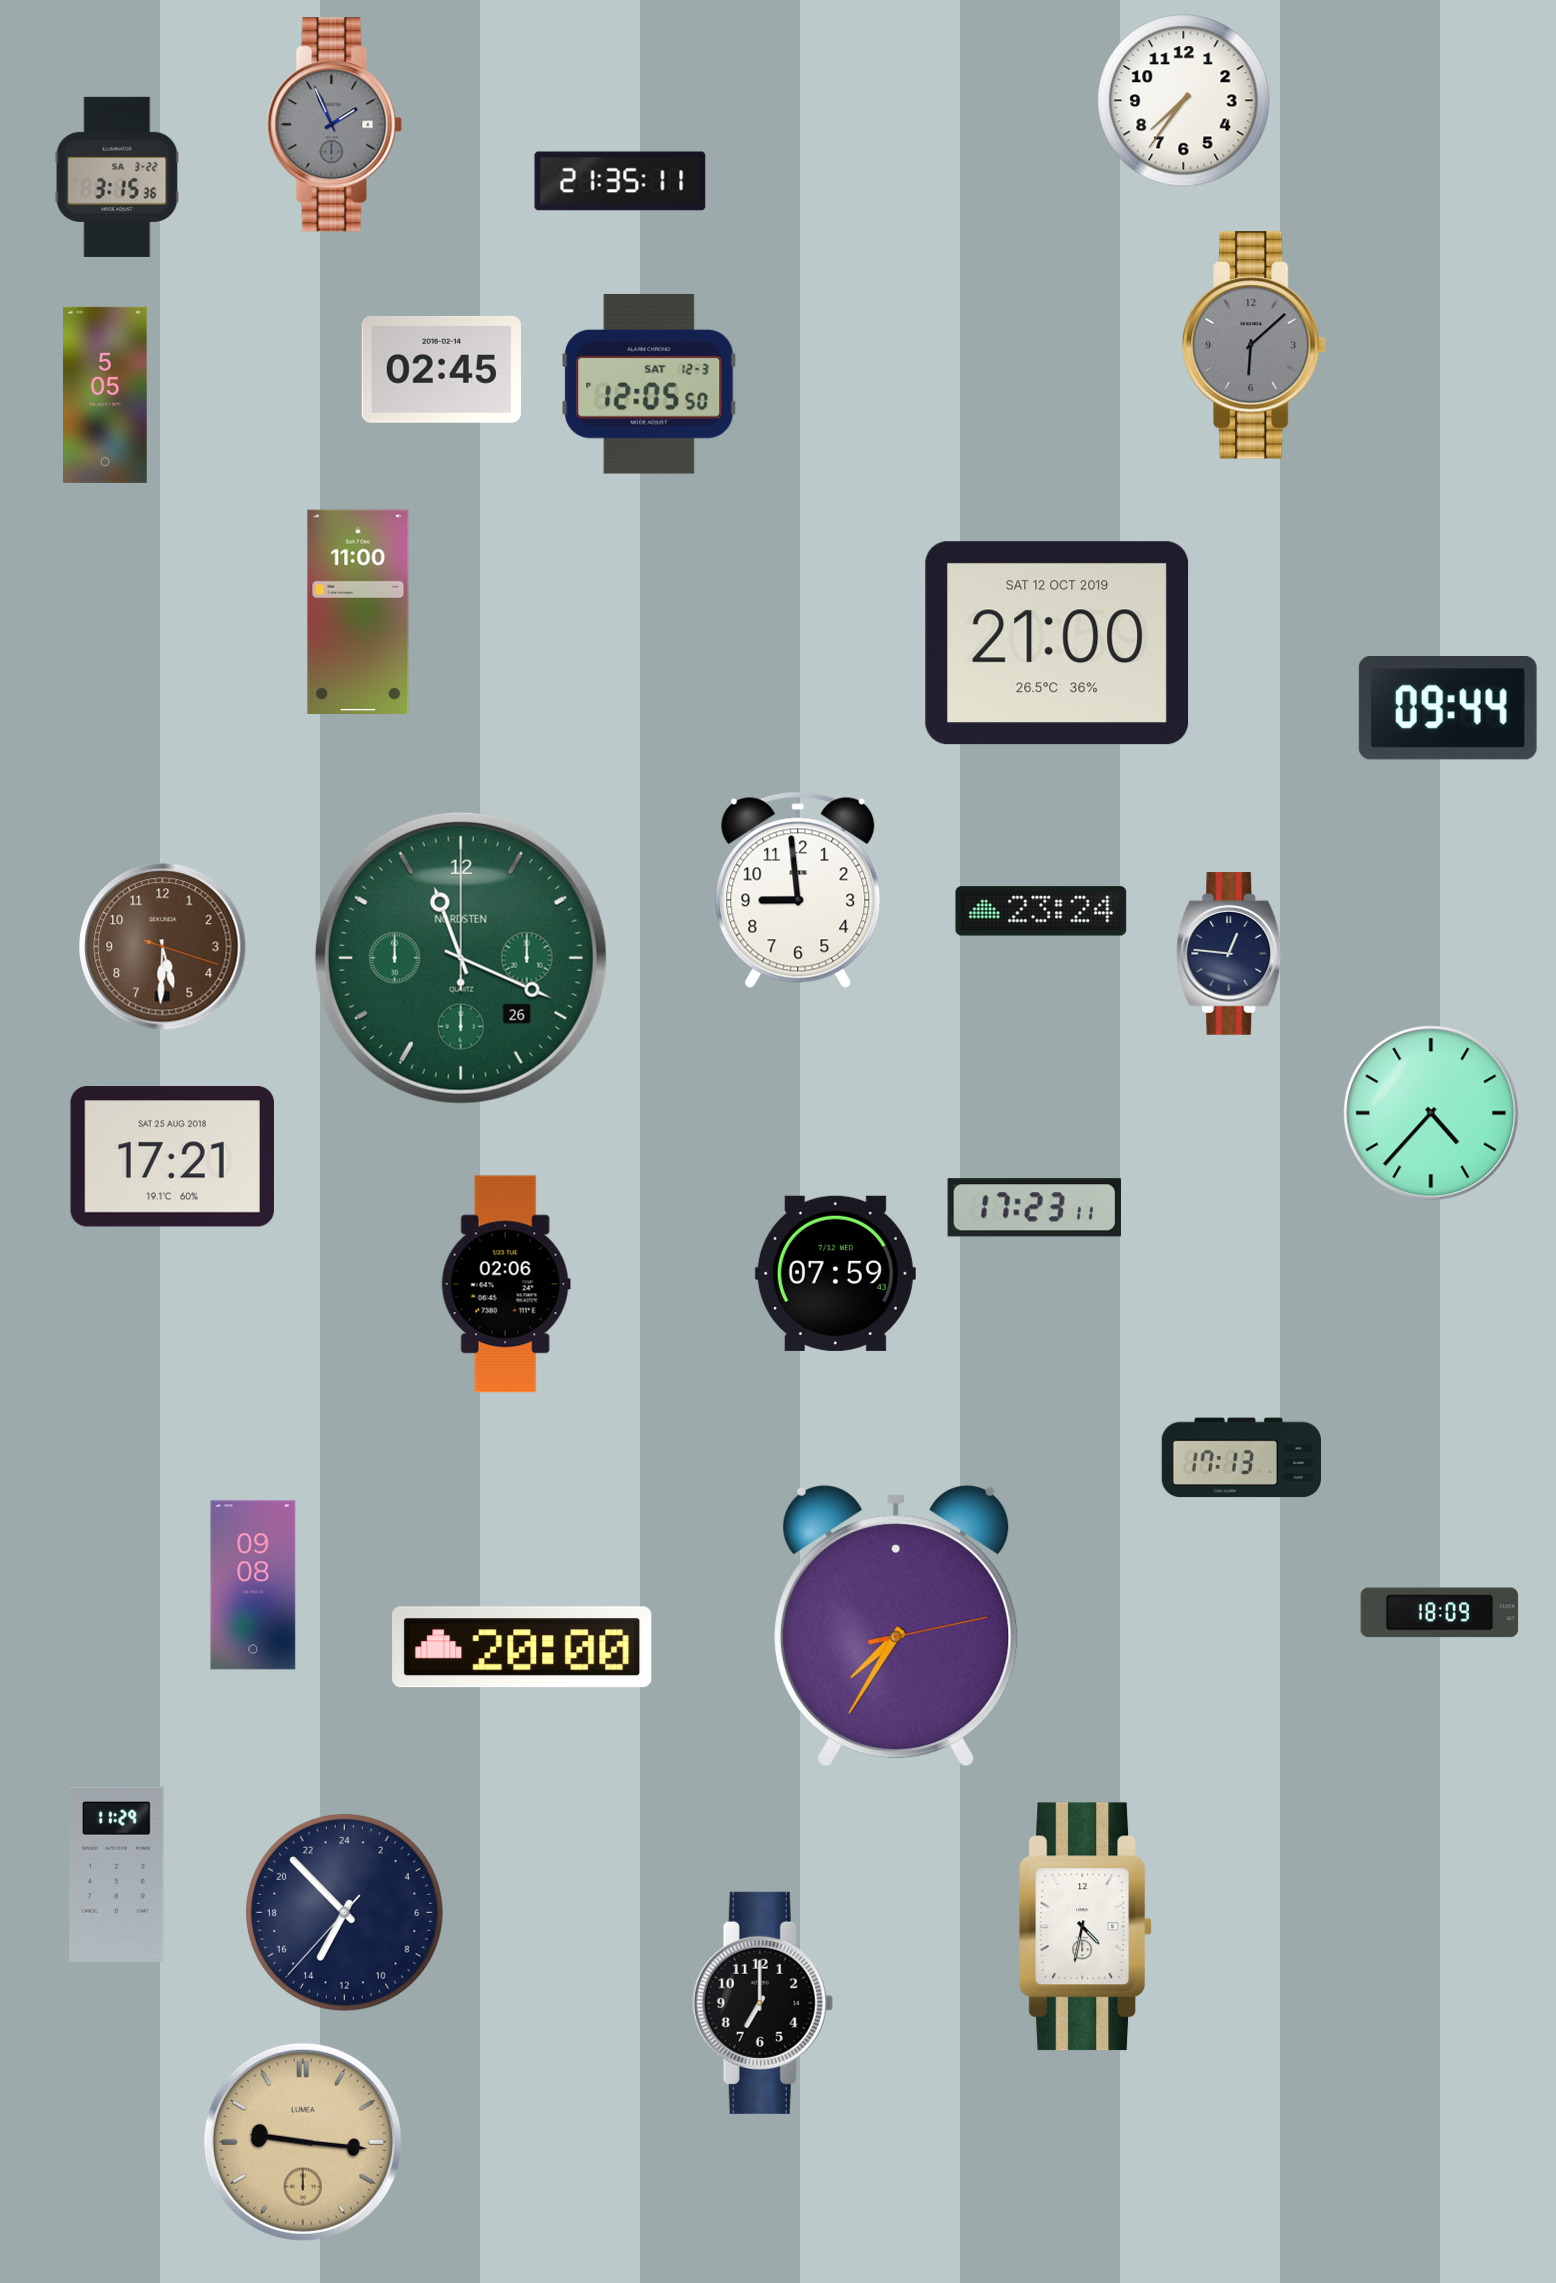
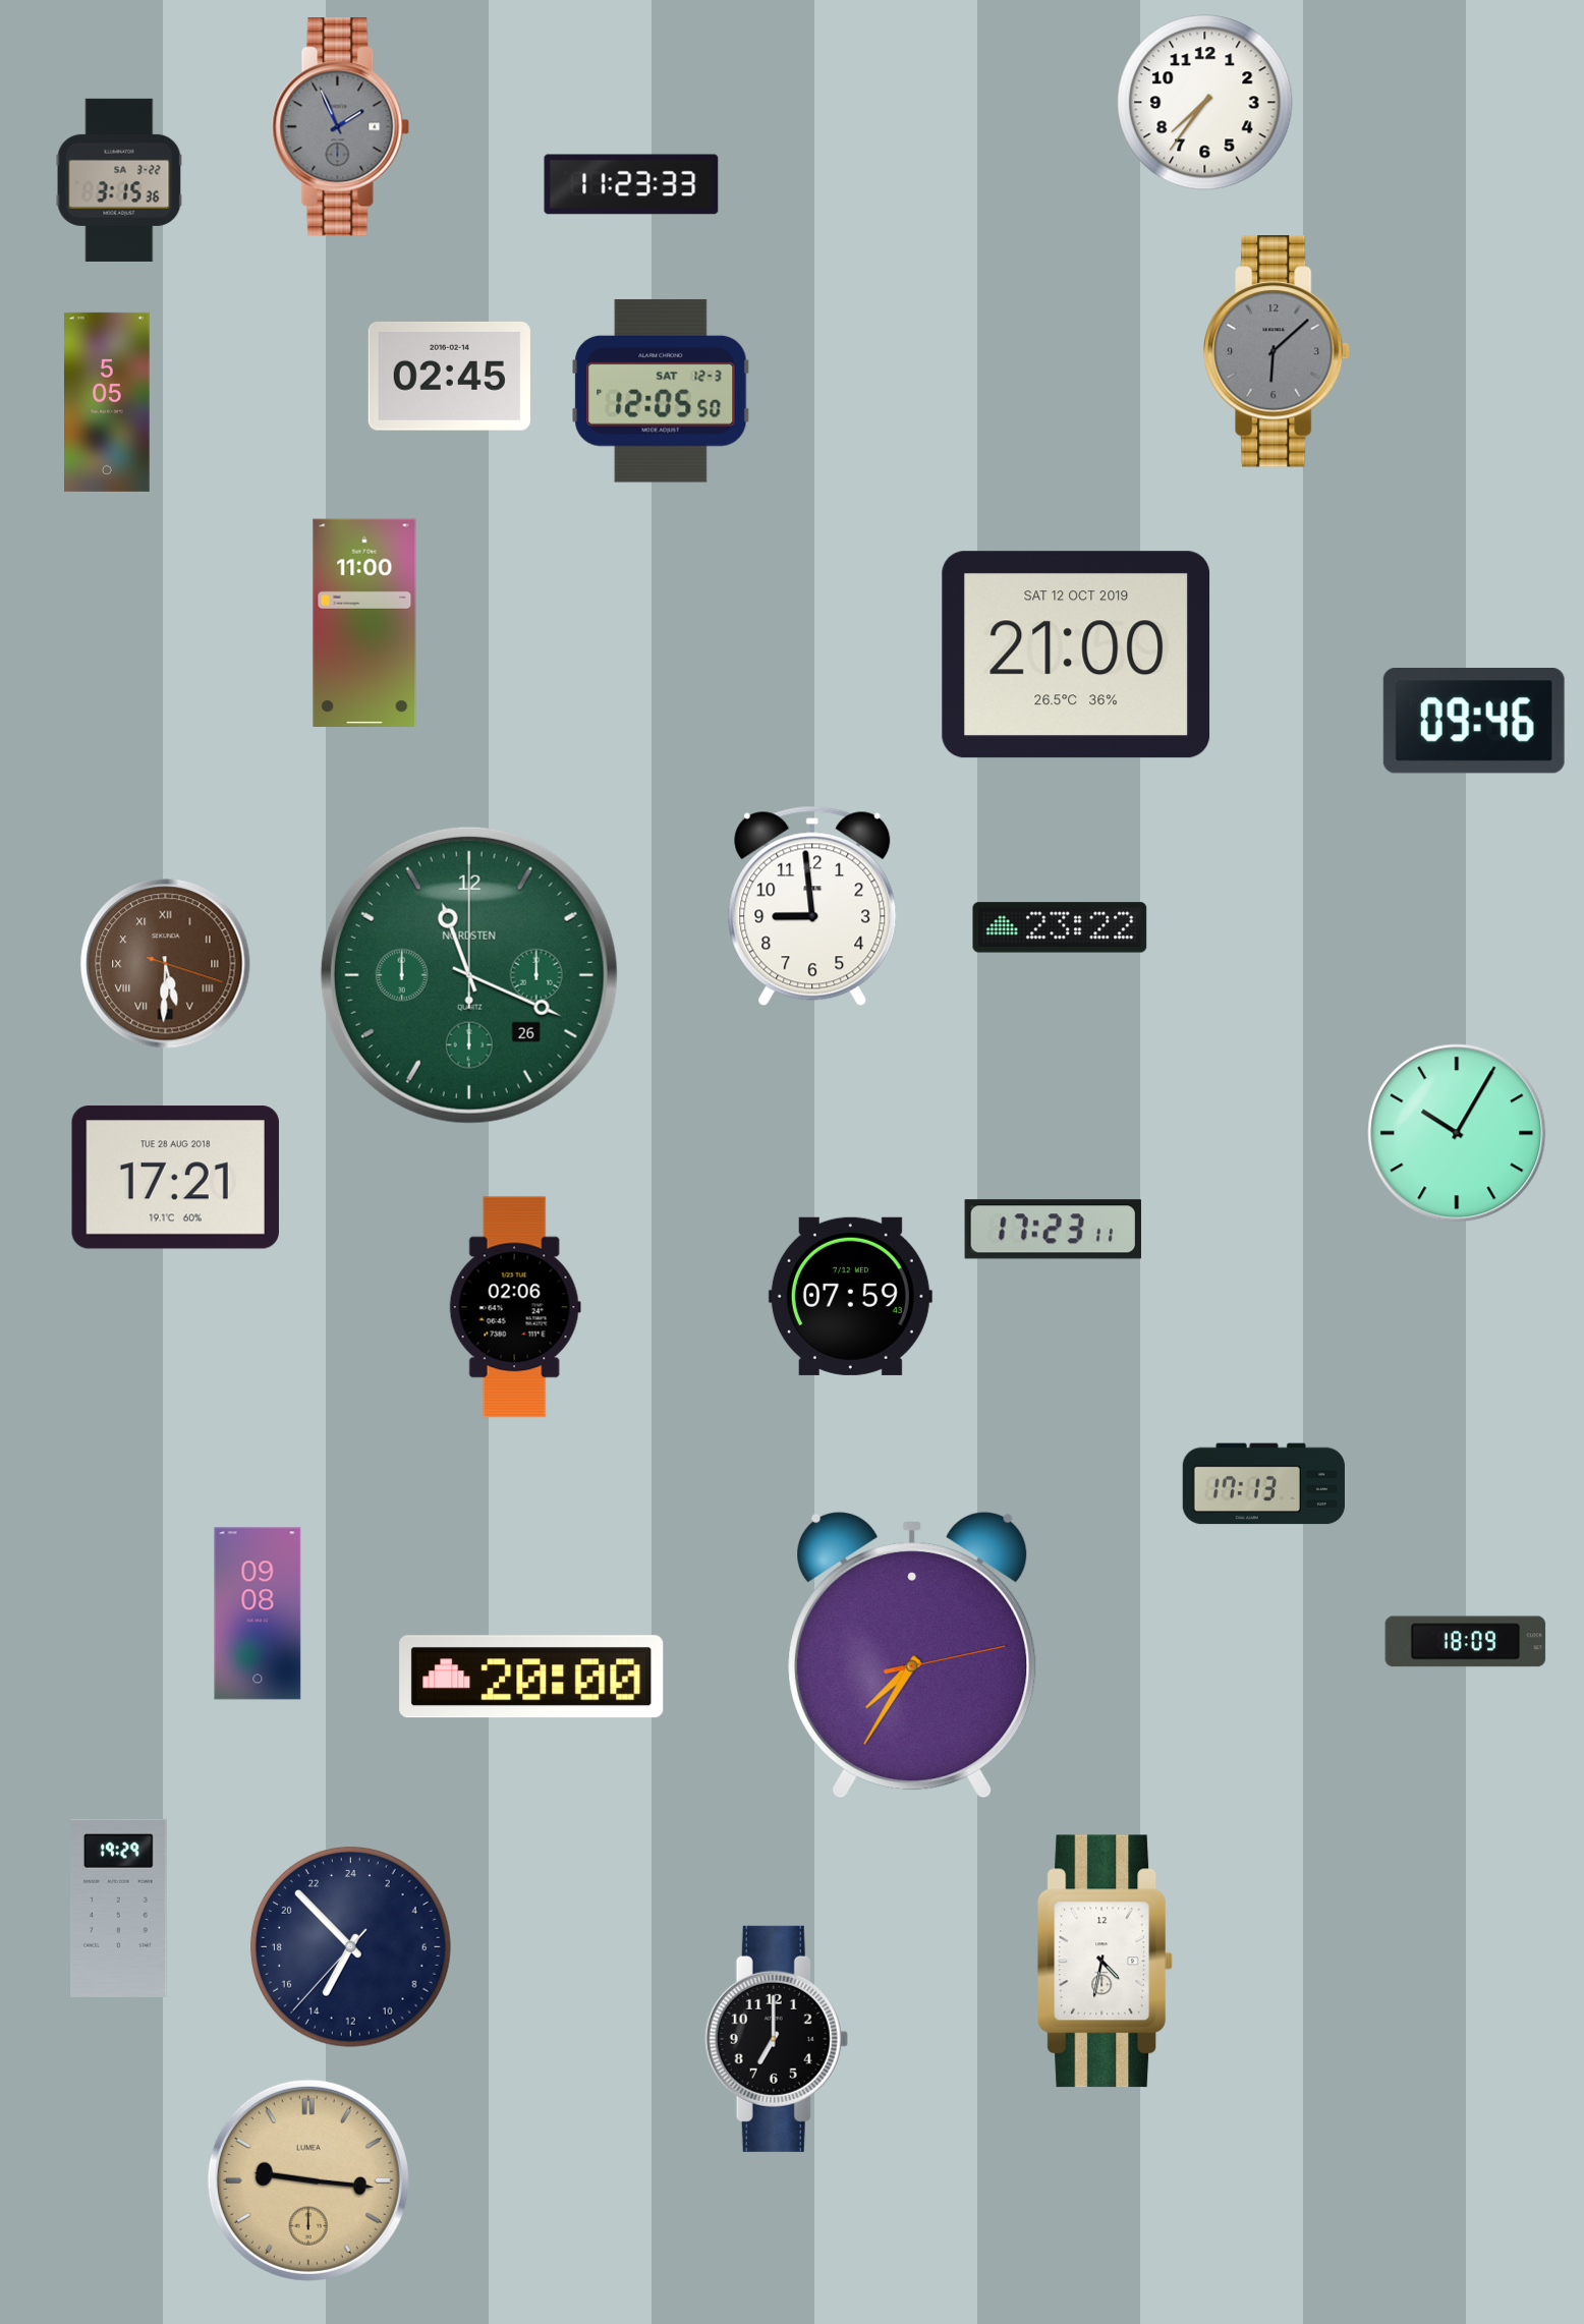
clock at (620, 181): 21:35 -> 11:23
clock at (1448, 709): 09:44 -> 09:46
clock at (1041, 911): 23:24 -> 23:22
clock at (163, 947) numerals: Arabic -> Roman
clock at (1230, 953): 12:46 -> none
clock at (1431, 1113): 4:37 -> 10:05
clock at (172, 1157) date: SAT 25 AUG 2018 -> TUE 28 AUG 2018
clock at (117, 1874): 11:29 -> 19:29
